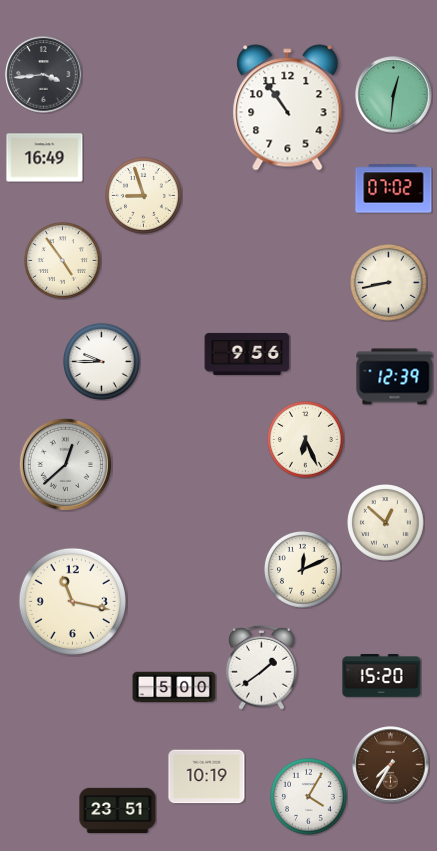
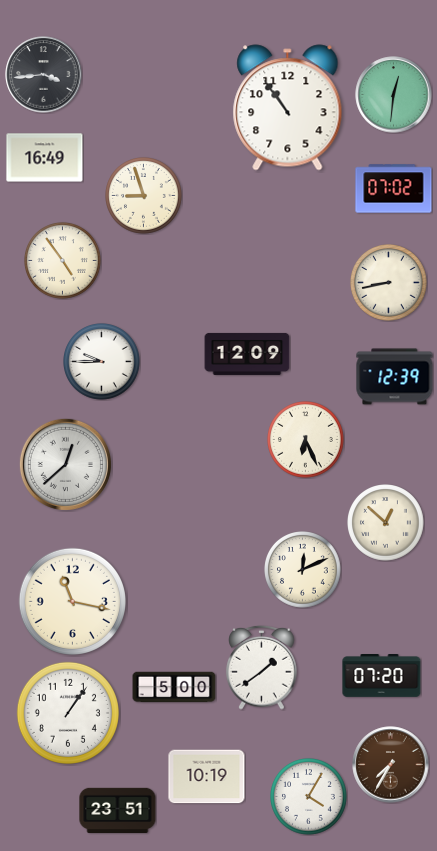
clock at (247, 354): 9:56 -> 12:09
clock at (382, 676): 15:20 -> 07:20
clock at (68, 713): none -> 1:06
